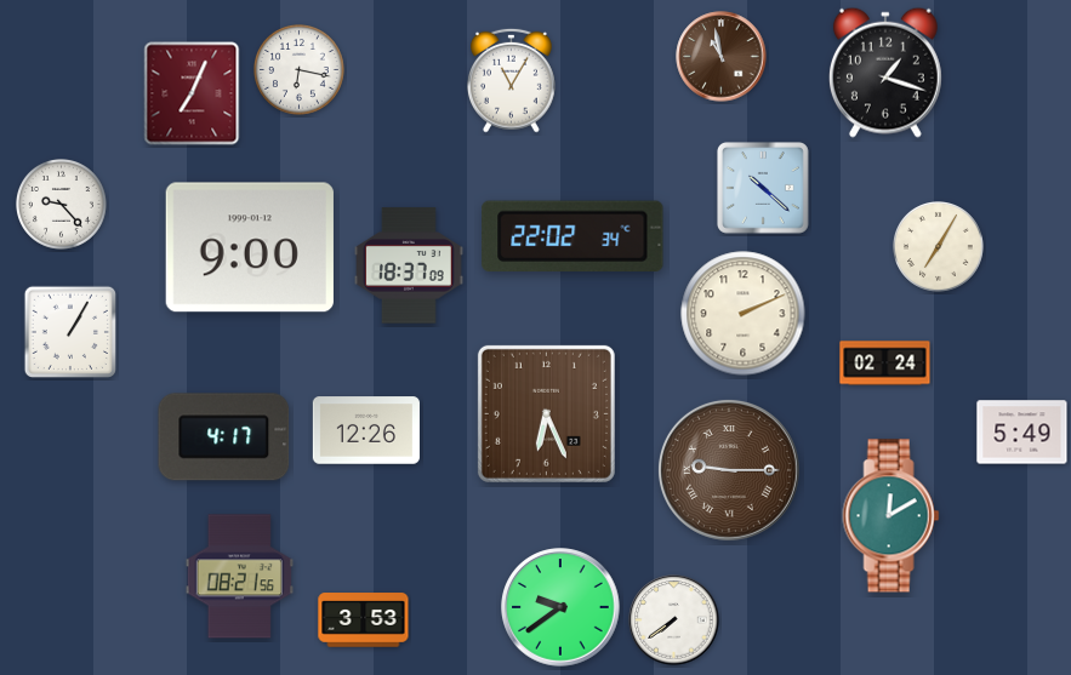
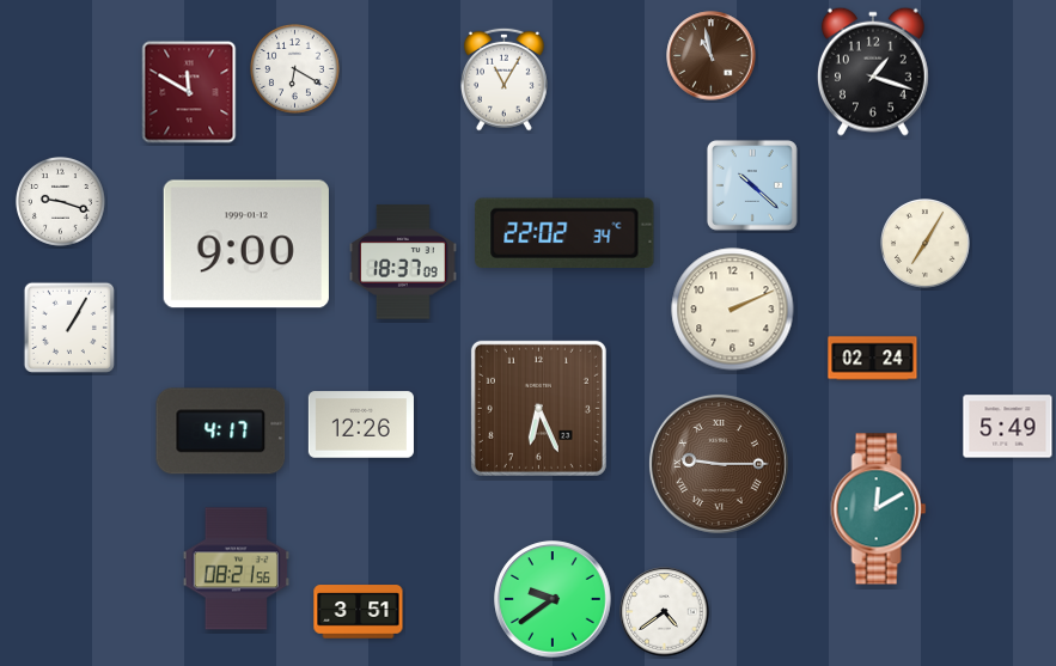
clock at (300, 70): 6:17 -> 6:20
clock at (192, 93): 7:04 -> 11:50
clock at (62, 205): 9:23 -> 9:18
clock at (364, 620): 3:53 -> 3:51
clock at (674, 620): 7:39 -> 4:39
